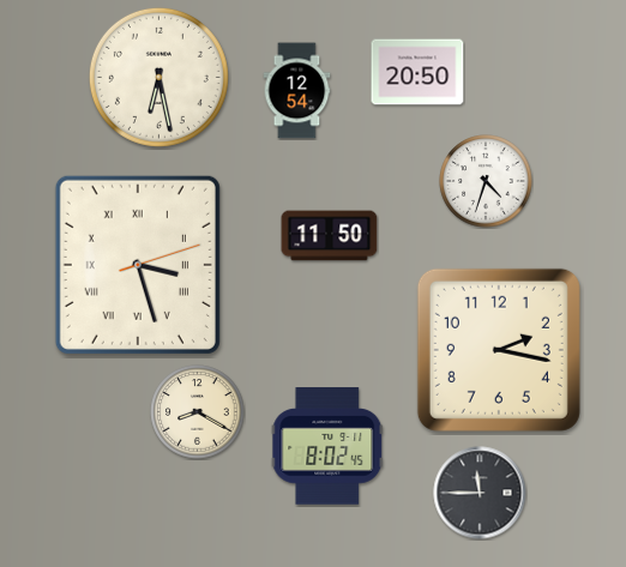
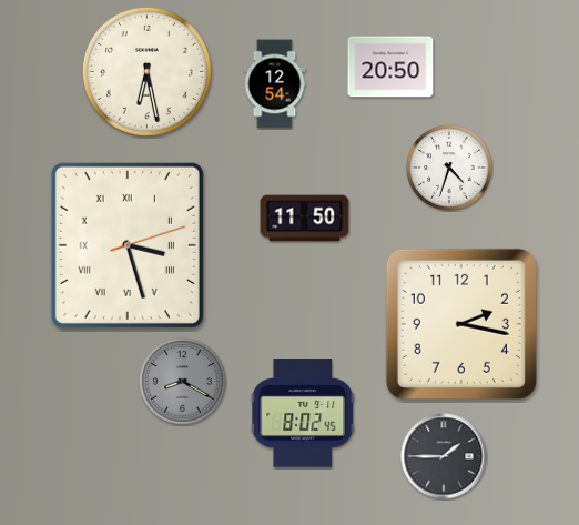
clock at (417, 72) position: (417, 72) -> (390, 67)
clock at (198, 412) dial: cream -> grey
clock at (480, 493): 11:45 -> 1:45
